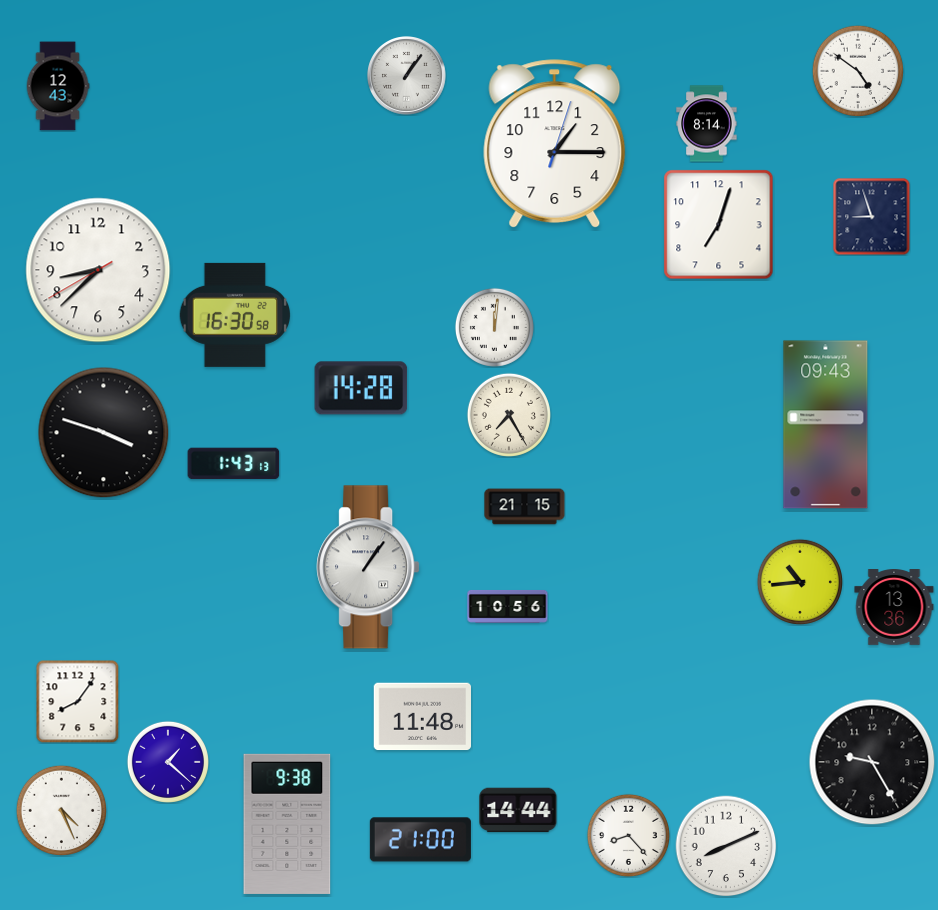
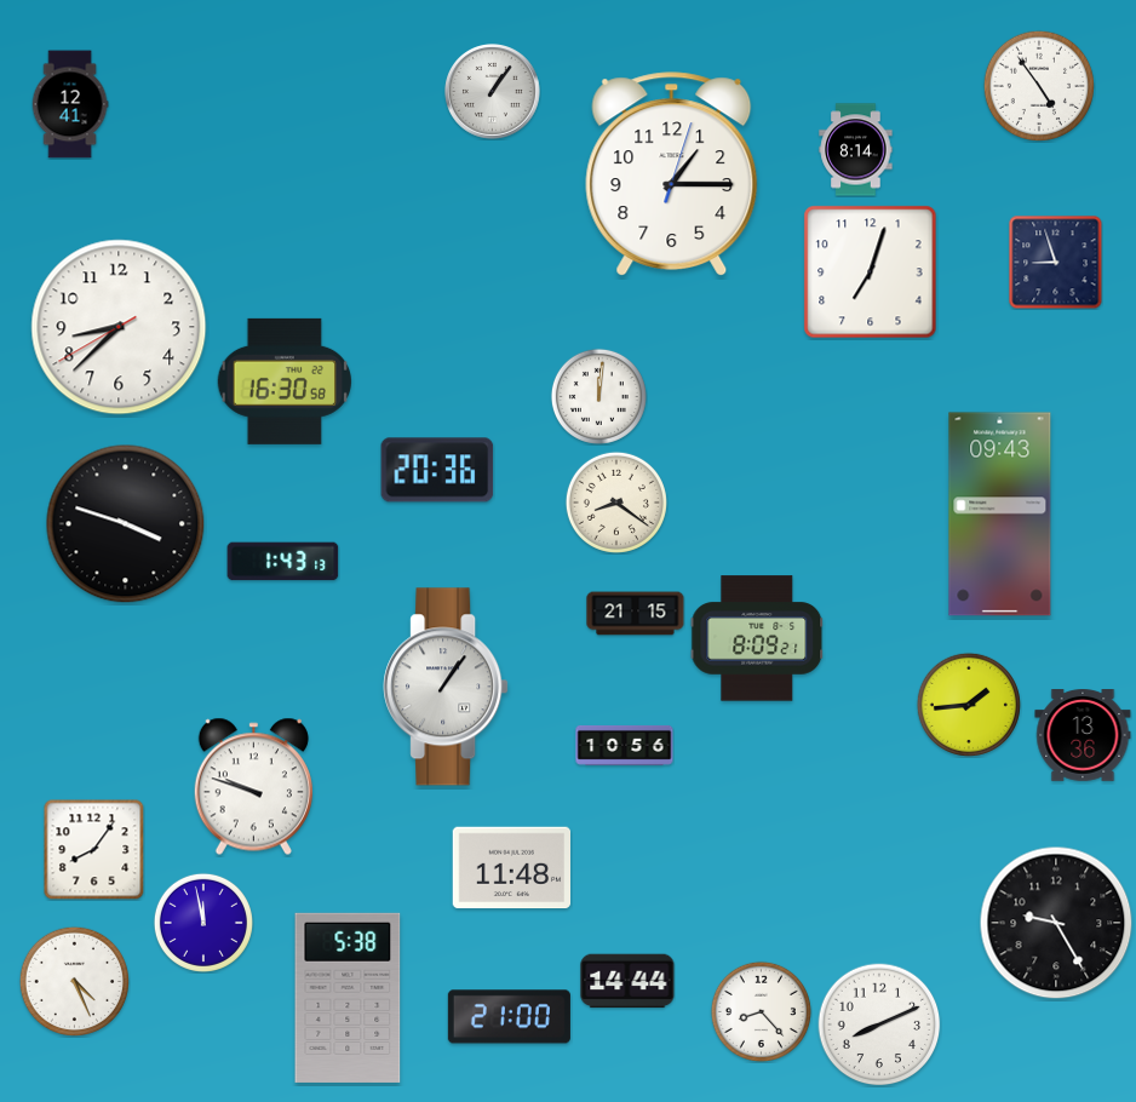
clock at (857, 70): 4:51 -> 4:54
clock at (58, 86): 12:43 -> 12:41
clock at (361, 388): 14:28 -> 20:36
clock at (509, 415): 7:25 -> 8:21
clock at (757, 638): none -> 8:09
clock at (800, 582): 10:44 -> 1:44
clock at (508, 606) position: (508, 606) -> (625, 745)
clock at (253, 787): none -> 9:48
clock at (168, 762): 1:22 -> 11:58
clock at (287, 824): 9:38 -> 5:38
